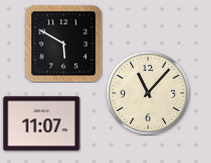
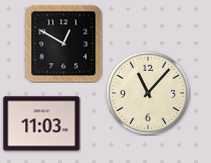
clock at (63, 43): 5:50 -> 12:50
clock at (42, 124): 11:07 -> 11:03
